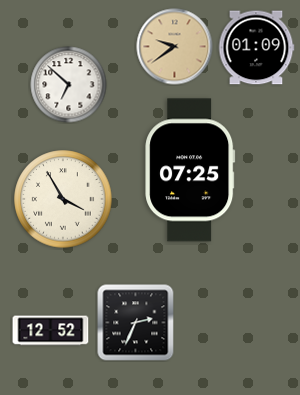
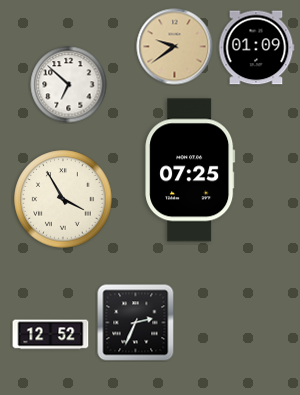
clock at (51, 331) position: (51, 331) -> (51, 335)
